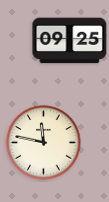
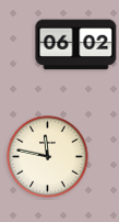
clock at (70, 41): 09:25 -> 06:02
